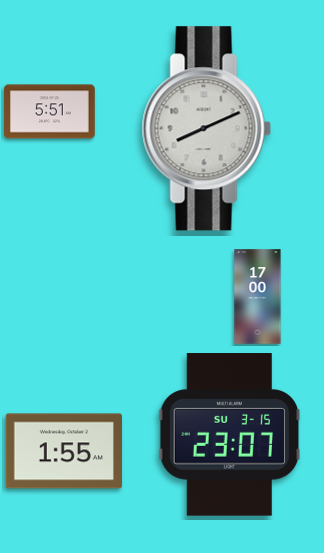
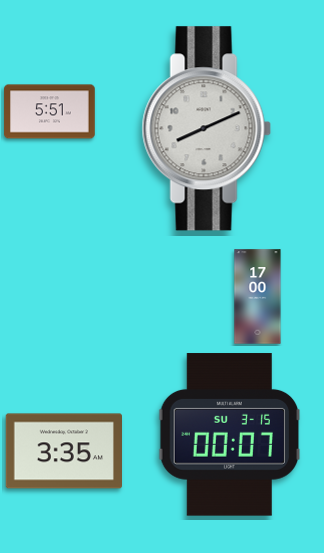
clock at (230, 435): 23:07 -> 00:07
clock at (63, 451): 1:55 -> 3:35
